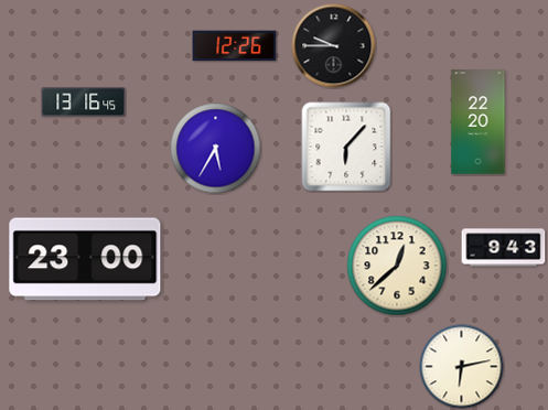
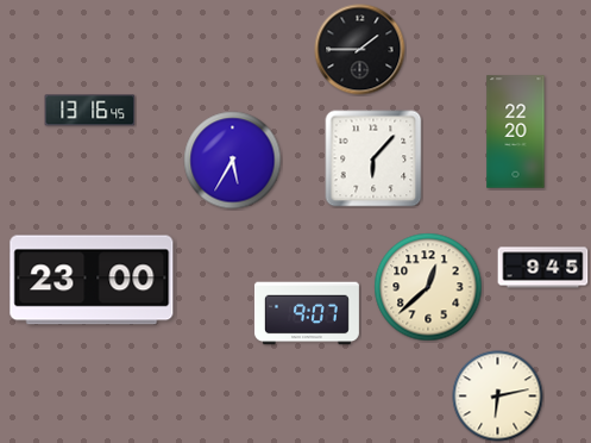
clock at (235, 46): 12:26 -> none
clock at (334, 46): 9:45 -> 1:45
clock at (504, 248): 9:43 -> 9:45
clock at (307, 313): none -> 9:07
